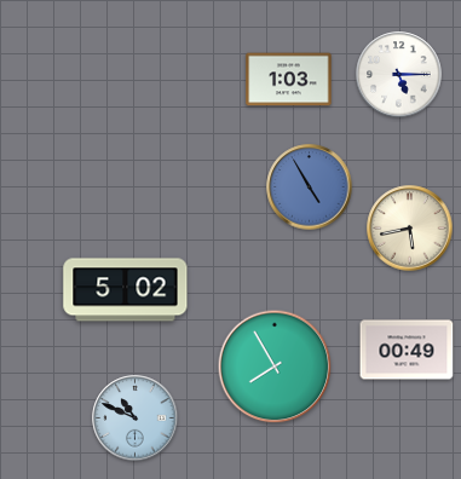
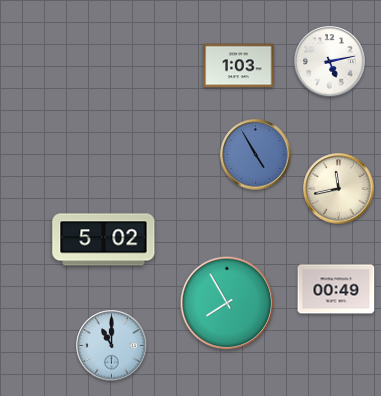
clock at (399, 75): 5:15 -> 5:13
clock at (410, 229): 5:43 -> 11:43
clock at (136, 419): 10:49 -> 11:00
